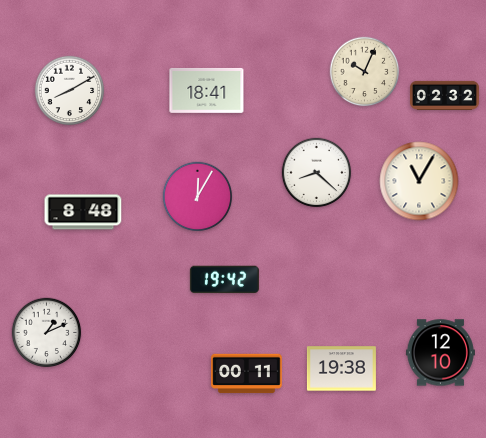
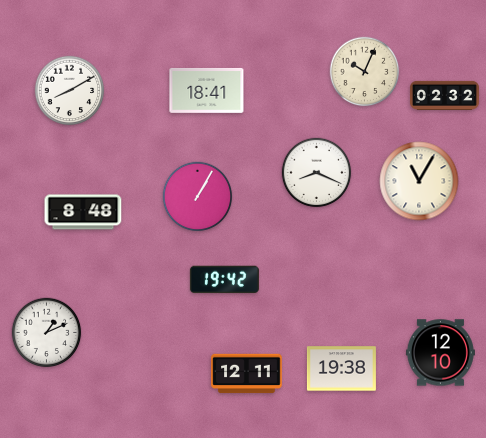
clock at (317, 173): 8:22 -> 8:19
clock at (198, 197): 12:05 -> 1:05
clock at (247, 374): 00:11 -> 12:11
